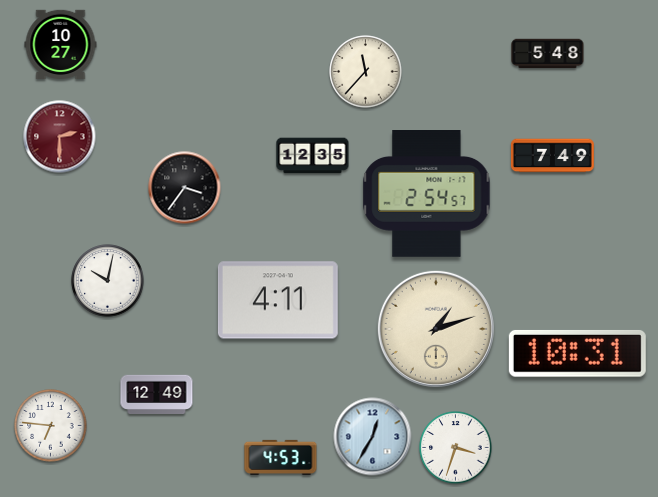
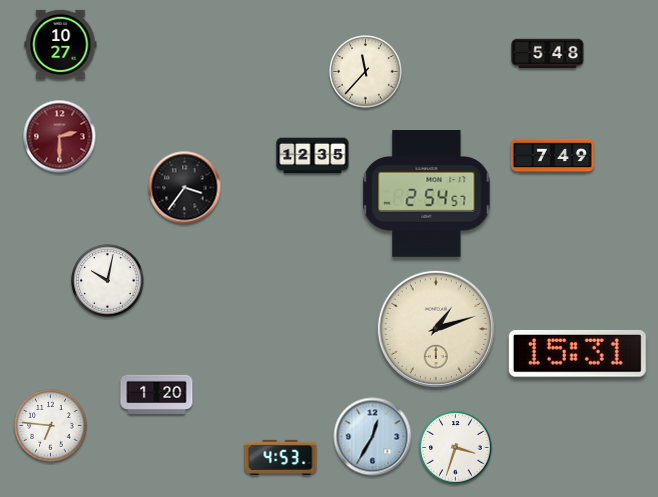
clock at (278, 300): 4:11 -> none
clock at (577, 353): 10:31 -> 15:31
clock at (157, 394): 12:49 -> 1:20
